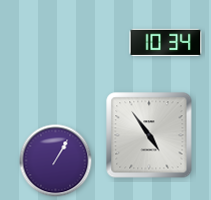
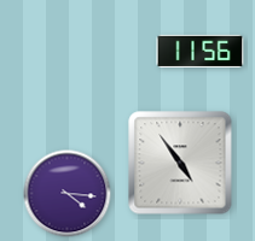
clock at (166, 42): 10:34 -> 11:56
clock at (56, 161): 1:05 -> 4:16
